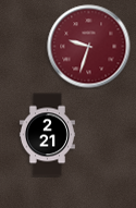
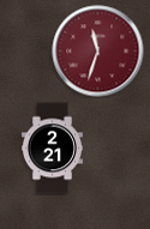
clock at (89, 47): 9:33 -> 11:33
